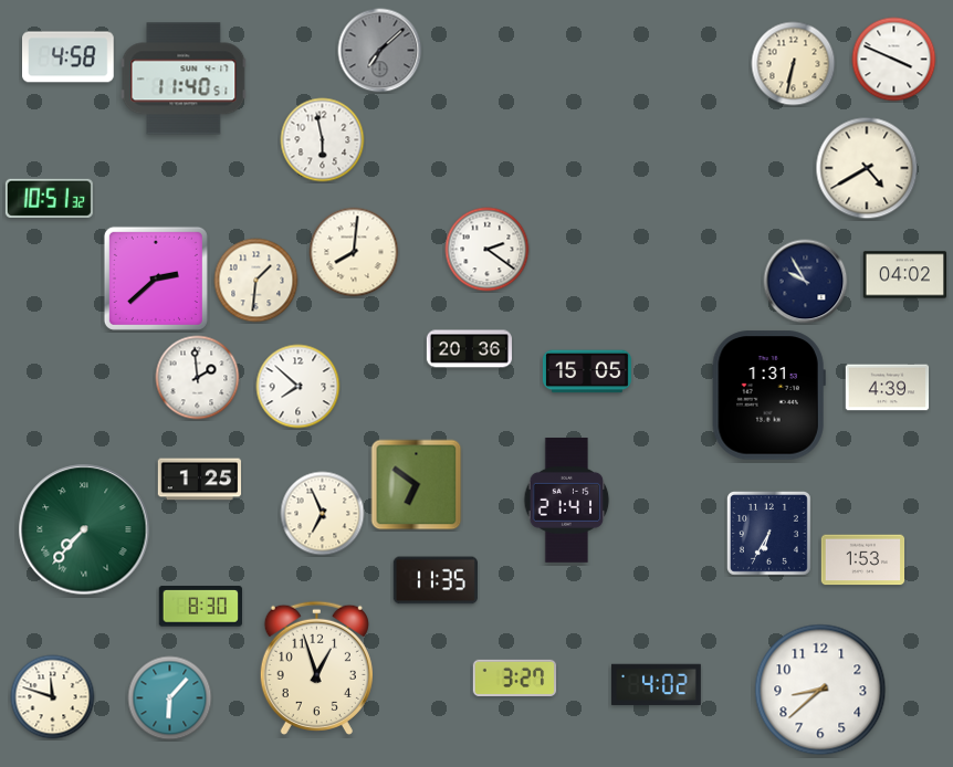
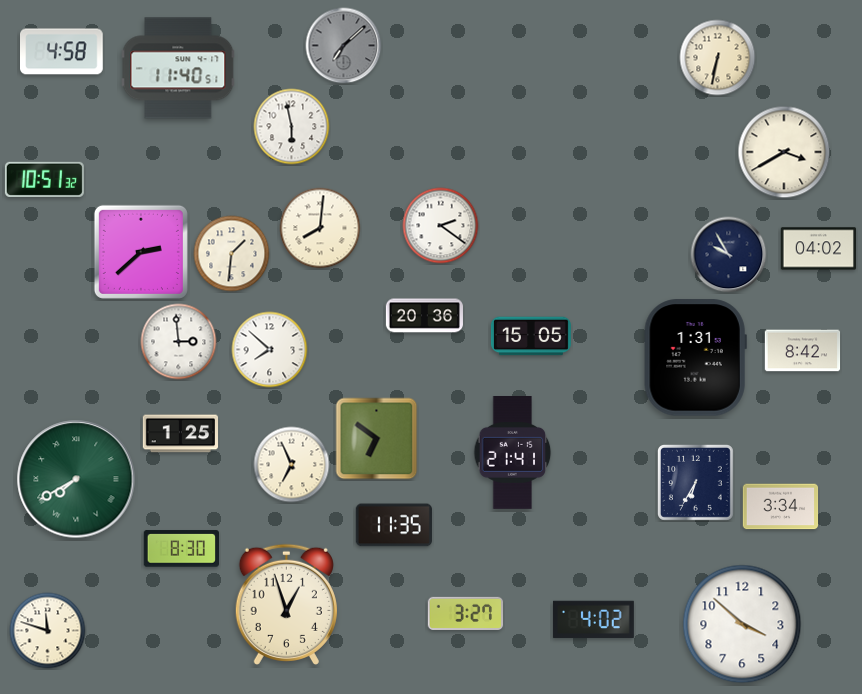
clock at (894, 60): 3:49 -> none
clock at (184, 78) position: (184, 78) -> (178, 68)
clock at (867, 168): 4:40 -> 3:40
clock at (198, 378): 1:59 -> 2:59
clock at (888, 388): 4:39 -> 8:42
clock at (84, 529): 7:37 -> 7:40
clock at (863, 560): 1:53 -> 3:34
clock at (820, 690): 8:38 -> 3:52
clock at (170, 698): 6:07 -> none
